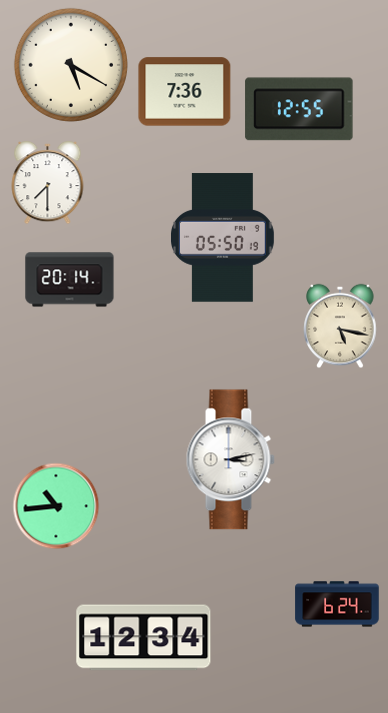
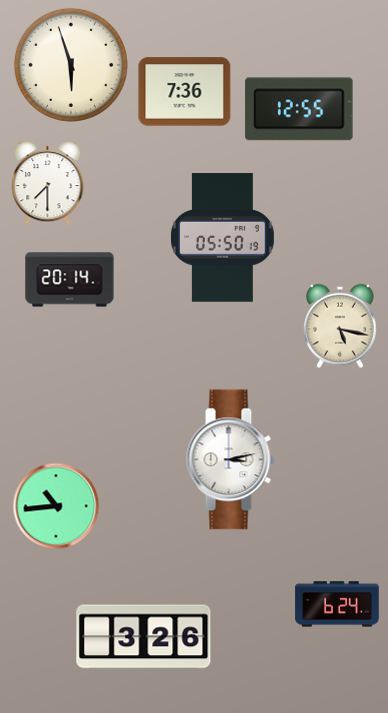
clock at (71, 65): 5:20 -> 5:57
clock at (144, 638): 12:34 -> 3:26
